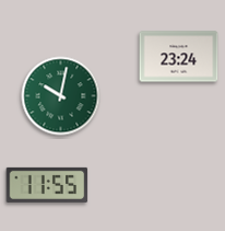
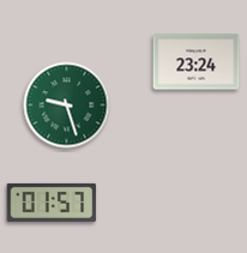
clock at (61, 96): 10:02 -> 9:27
clock at (47, 185): 11:55 -> 01:57
